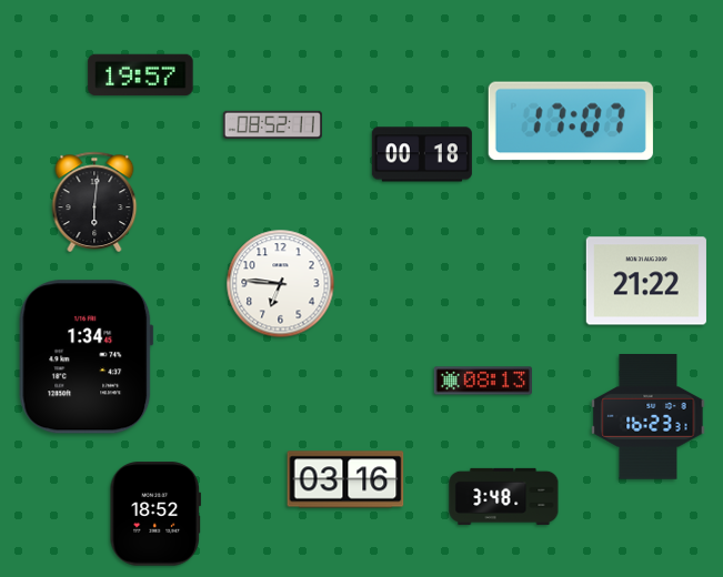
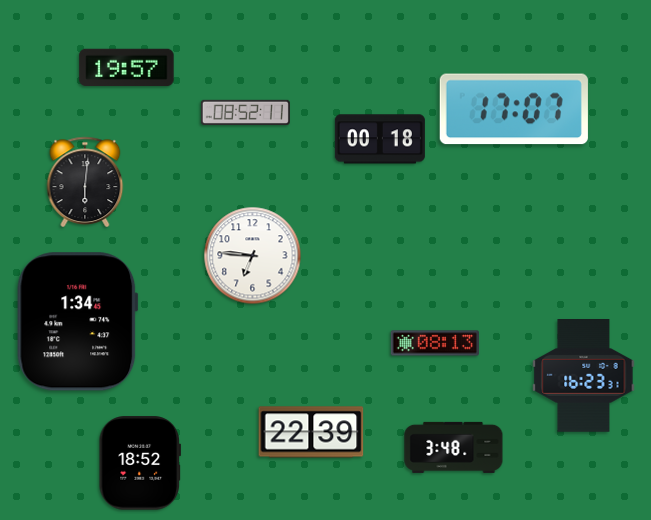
clock at (646, 281): 21:22 -> none
clock at (345, 479): 03:16 -> 22:39
